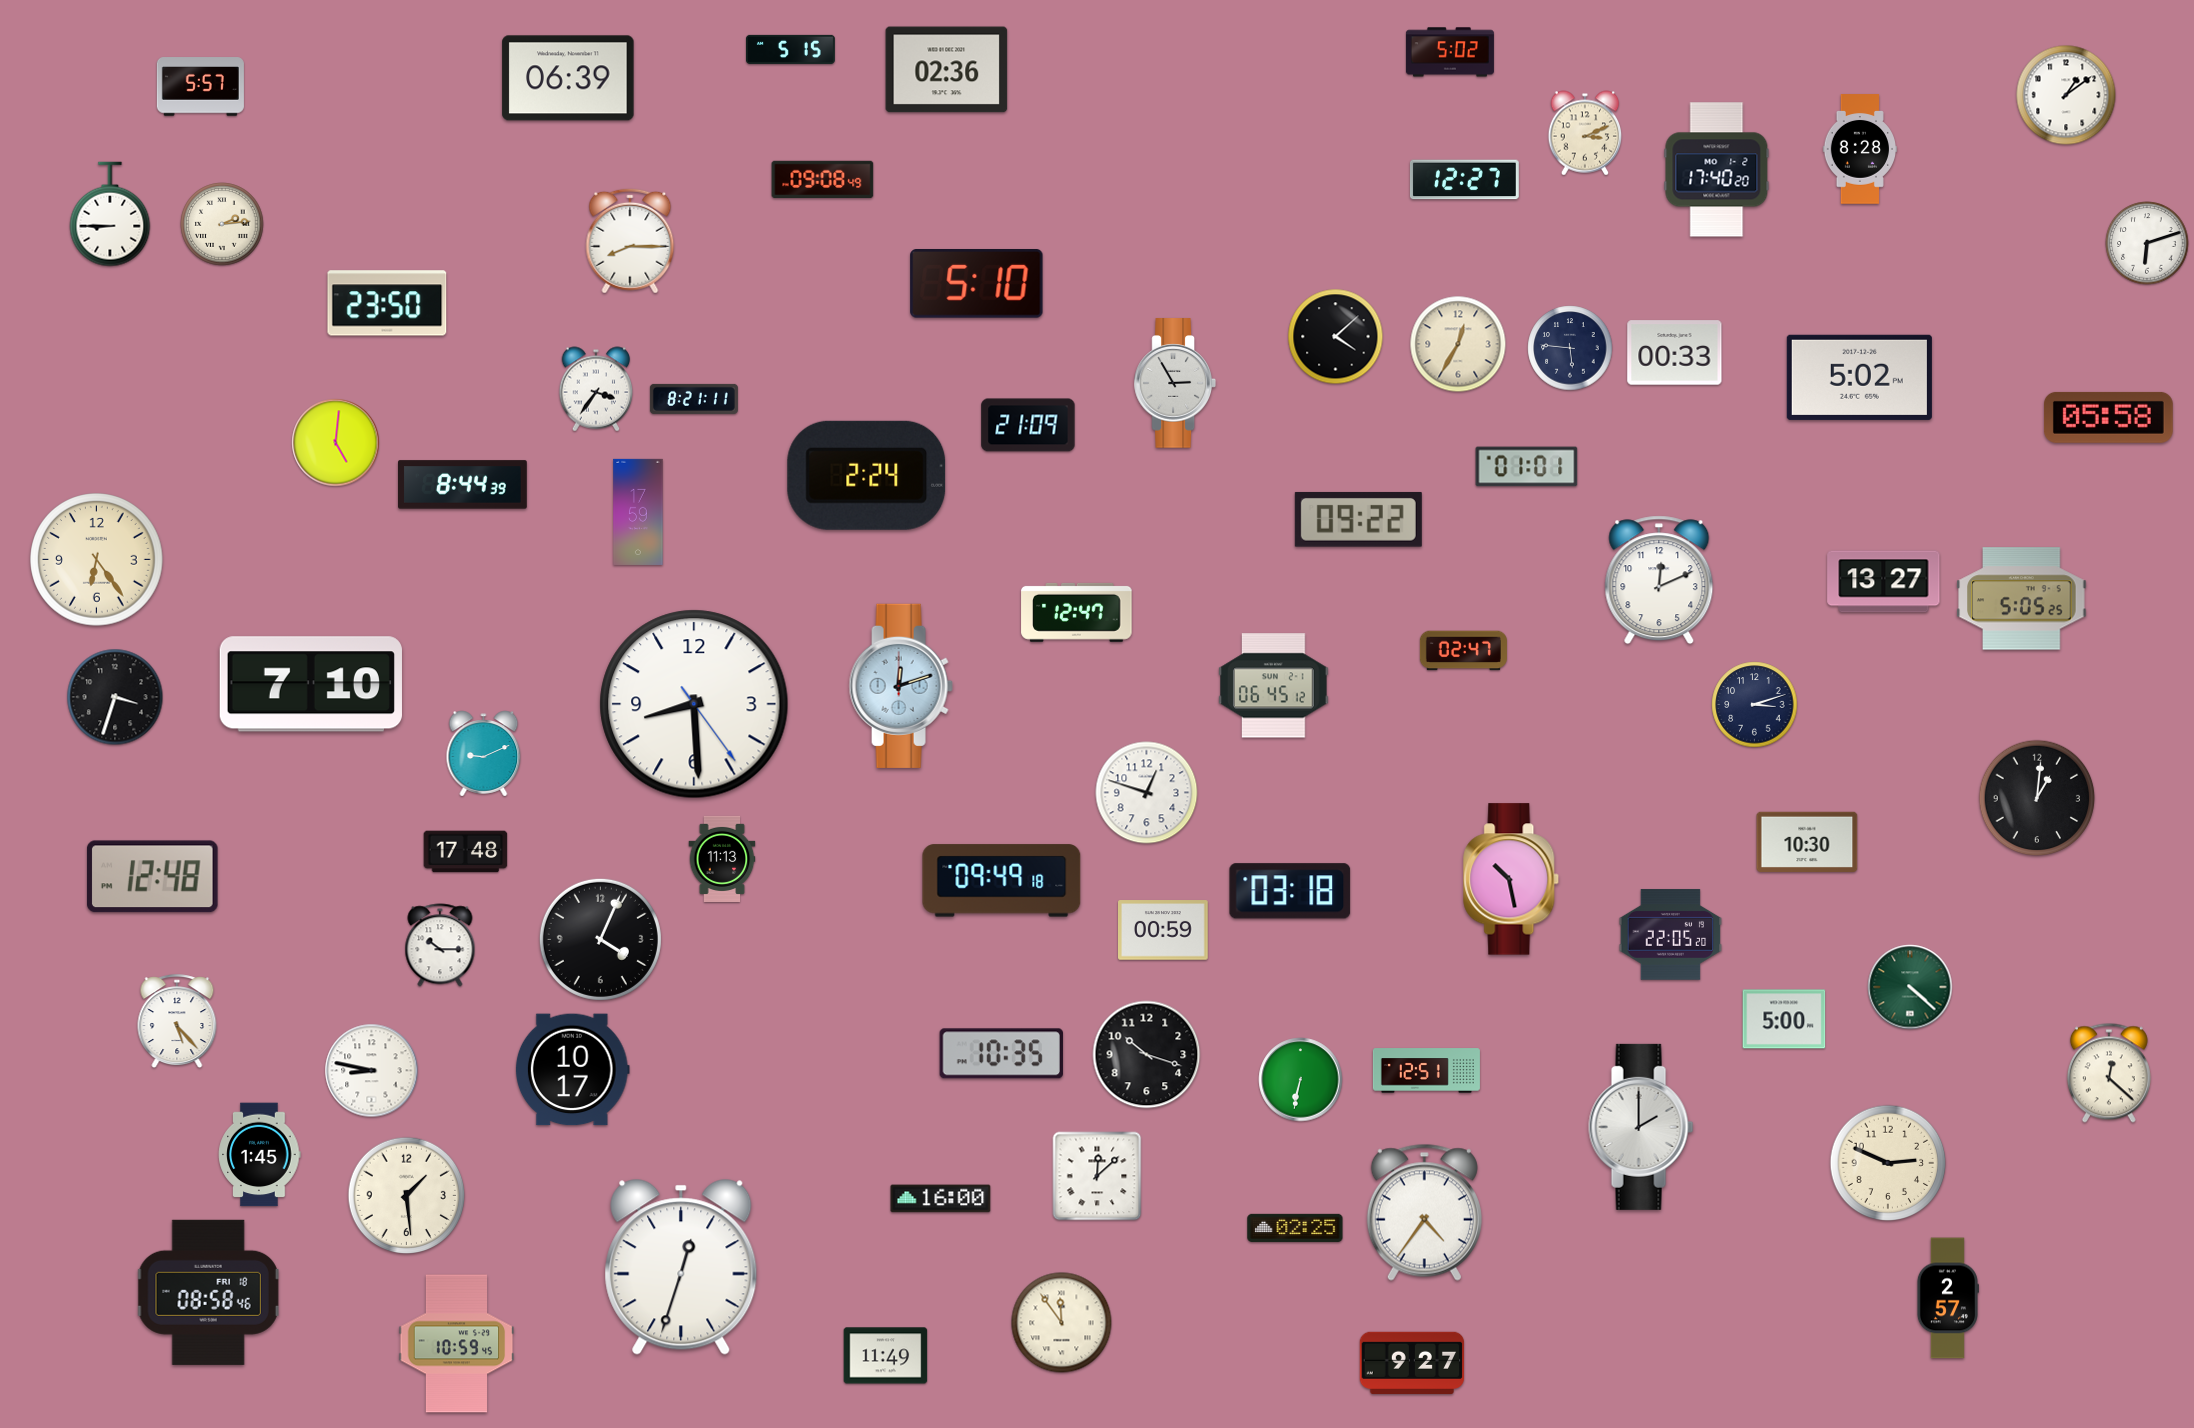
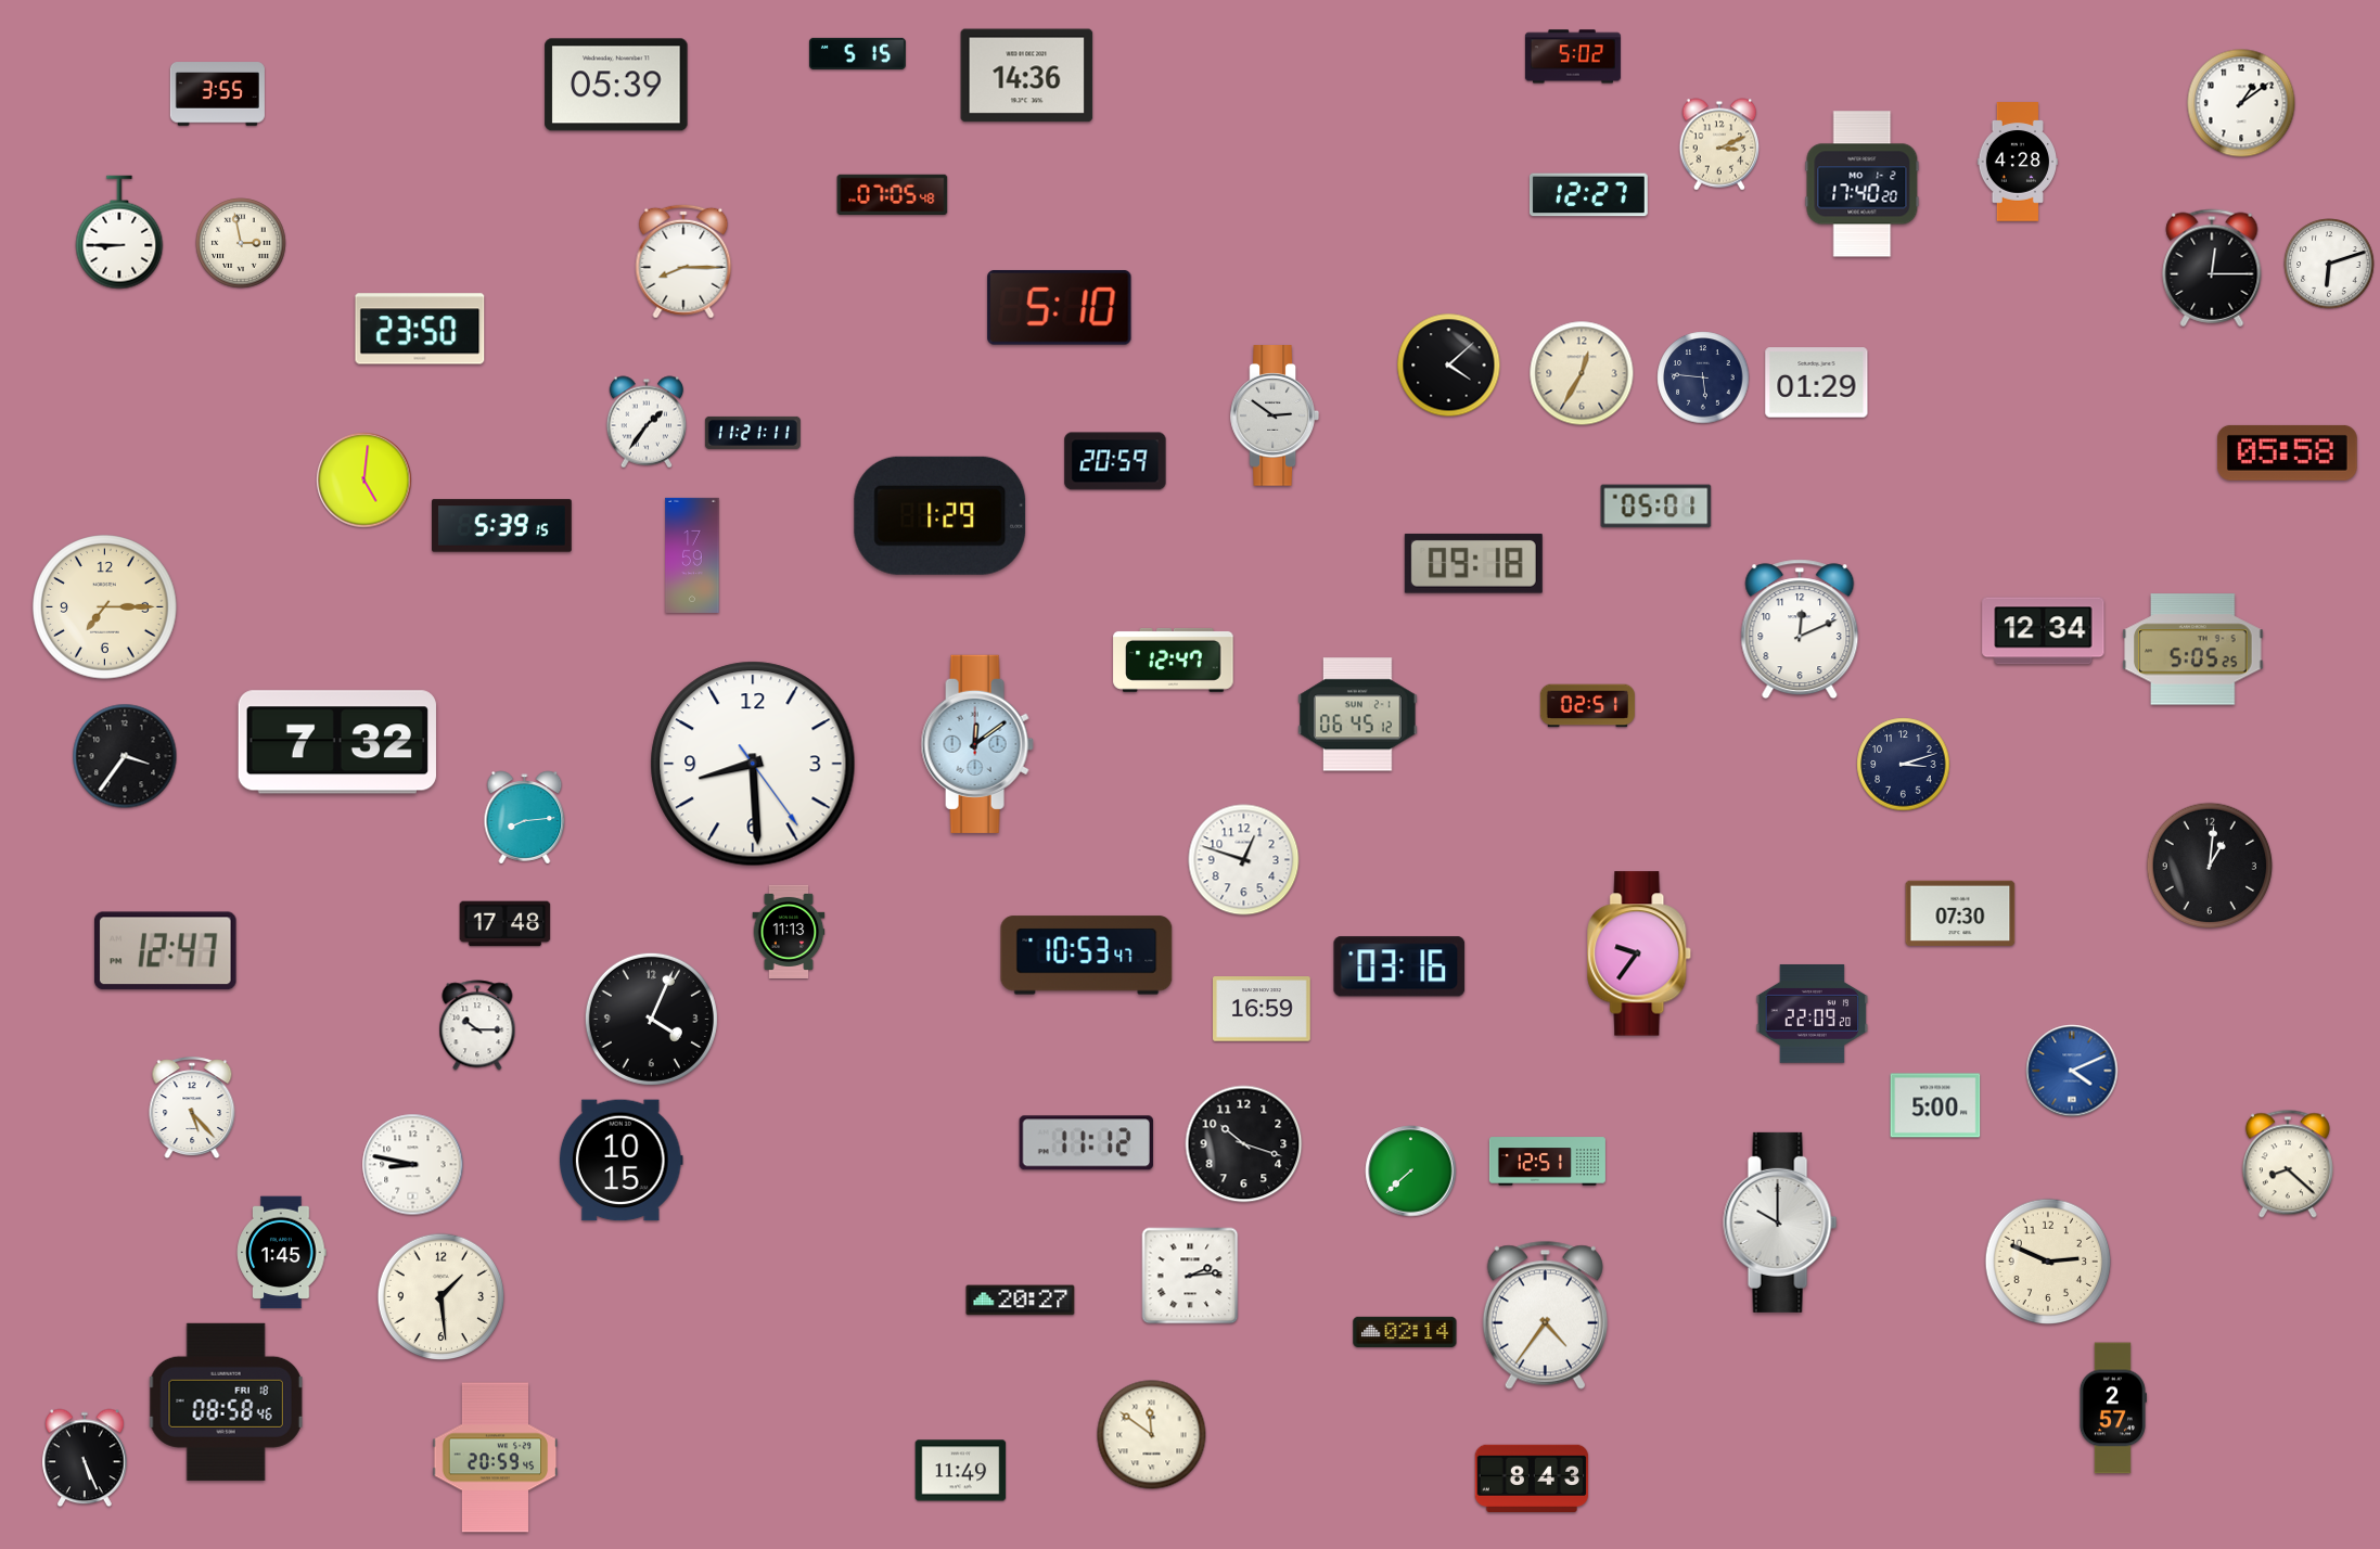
clock at (947, 70): 02:36 -> 14:36
clock at (568, 78): 06:39 -> 05:39
clock at (200, 87): 5:57 -> 3:55
clock at (1859, 149): 8:28 -> 4:28
clock at (823, 179): 09:08 -> 07:05
clock at (222, 224): 2:14 -> 2:58
clock at (2212, 268): none -> 12:15
clock at (1675, 353): 00:33 -> 01:29
clock at (1859, 377): 5:02 -> none
clock at (1174, 383): 2:55 -> 2:51
clock at (596, 389): 3:36 -> 1:36
clock at (694, 399): 8:21 -> 11:21
clock at (1028, 425): 21:09 -> 20:59
clock at (1527, 467): 01:01 -> 05:01
clock at (867, 475): 2:24 -> 1:29
clock at (463, 485): 8:44 -> 5:39
clock at (1358, 520): 09:22 -> 09:18
clock at (97, 560): 6:24 -> 7:15
clock at (1884, 582): 13:27 -> 12:34
clock at (1077, 612) position: (1077, 612) -> (1174, 660)
clock at (1463, 651): 02:47 -> 02:51
clock at (311, 684): 7:10 -> 7:32
clock at (901, 686): 12:12 -> 12:09
clock at (1274, 686) position: (1274, 686) -> (1358, 715)
clock at (115, 697): 3:33 -> 3:36
clock at (484, 754): 9:11 -> 8:14
clock at (1807, 841): 10:30 -> 07:30
clock at (722, 858) position: (722, 858) -> (789, 931)
clock at (152, 877): 12:48 -> 12:47
clock at (1512, 879): 10:28 -> 9:36
clock at (1002, 881): 09:49 -> 10:53
clock at (1290, 891): 03:18 -> 03:16
clock at (1164, 930): 00:59 -> 16:59
clock at (1671, 935): 22:05 -> 22:09
clock at (1910, 987): 4:22 -> 4:11
clock at (1910, 987) dial: green -> blue
clock at (1001, 1054): 10:35 -> 11:12
clock at (572, 1070): 10:17 -> 10:15
clock at (372, 1071) position: (372, 1071) -> (413, 1165)
clock at (2109, 1073): 12:22 -> 8:22
clock at (1301, 1080): 6:32 -> 7:38
clock at (1641, 1127): 2:00 -> 10:00
clock at (1097, 1176): 12:08 -> 2:14
clock at (941, 1199): 16:00 -> 20:27
clock at (1295, 1228): 02:25 -> 02:14
clock at (681, 1267): 12:33 -> none
clock at (1062, 1323): 11:54 -> 11:51
clock at (85, 1458): none -> 5:26
clock at (457, 1344): 10:59 -> 20:59
clock at (1412, 1362): 9:27 -> 8:43
